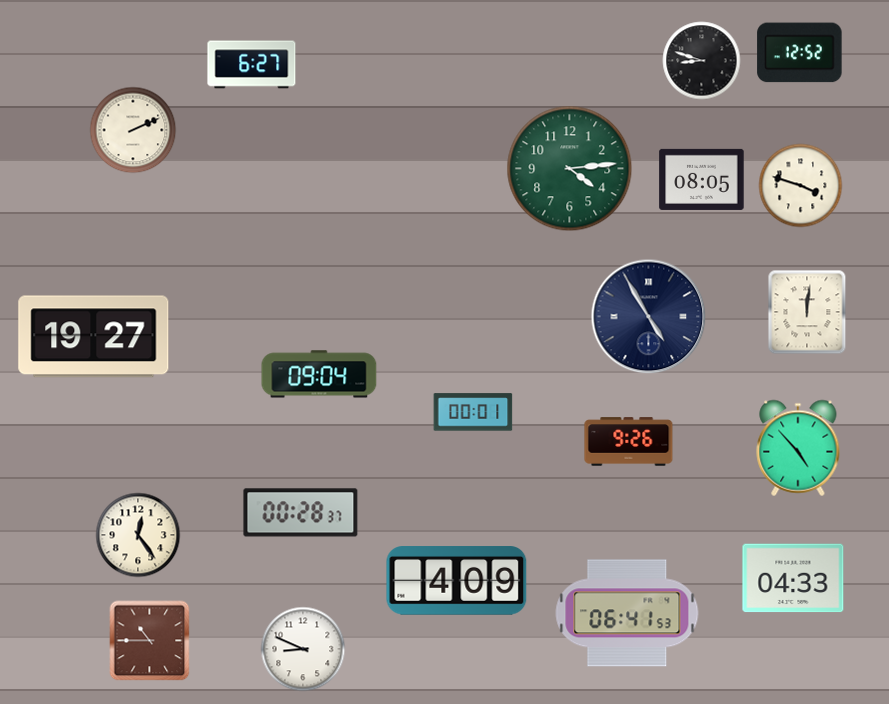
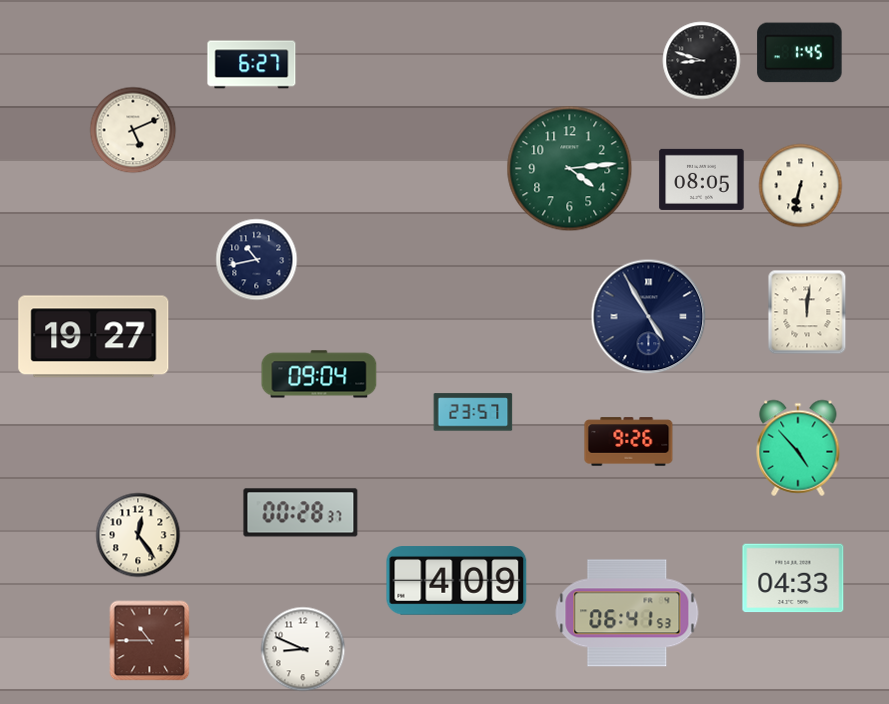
clock at (800, 53): 12:52 -> 1:45
clock at (133, 130): 2:11 -> 5:11
clock at (801, 186): 3:48 -> 6:32
clock at (257, 260): none -> 10:43
clock at (473, 412): 00:01 -> 23:57
